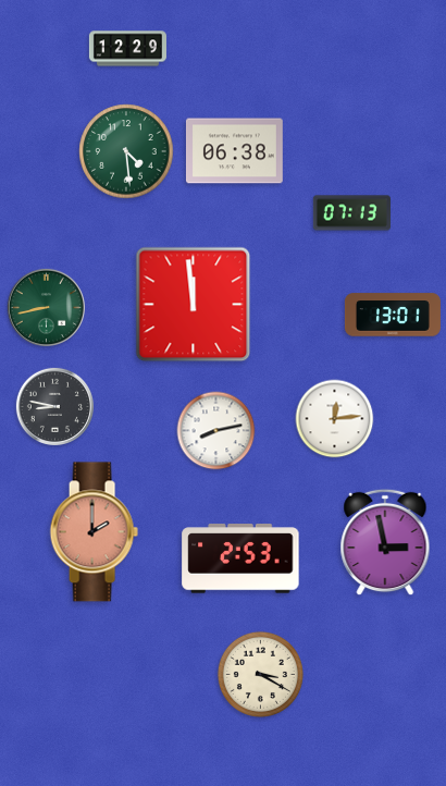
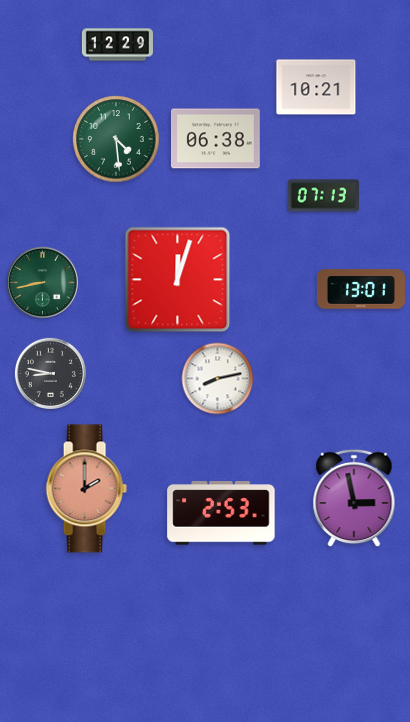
clock at (316, 87): none -> 10:21
clock at (194, 305): 11:59 -> 12:03
clock at (335, 419): 12:14 -> none
clock at (216, 431) position: (216, 431) -> (218, 379)
clock at (260, 674): 3:20 -> none
